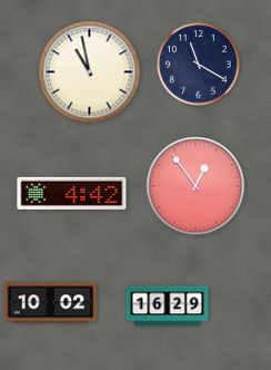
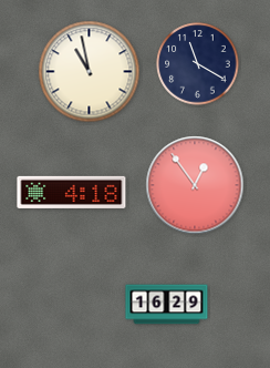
clock at (72, 193): 4:42 -> 4:18
clock at (51, 303): 10:02 -> none
